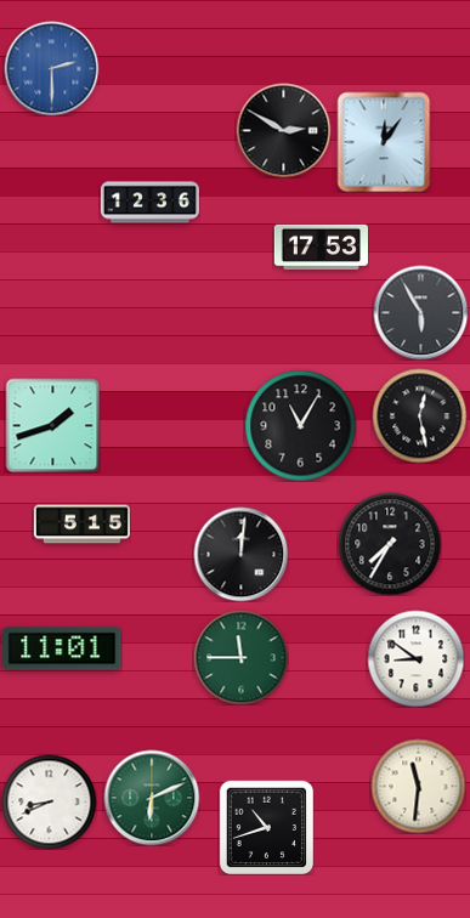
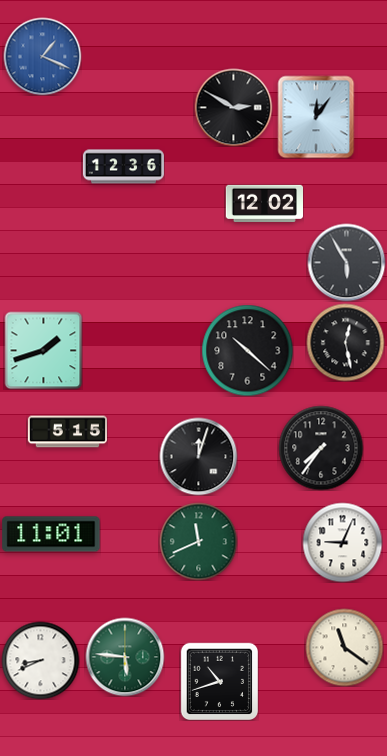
clock at (51, 68): 2:30 -> 1:19
clock at (321, 246): 17:53 -> 12:02
clock at (420, 312) position: (420, 312) -> (346, 262)
clock at (300, 425): 11:05 -> 10:22
clock at (390, 544): 7:35 -> 7:36
clock at (240, 554): 12:01 -> 12:03
clock at (240, 657): 11:45 -> 11:41
clock at (415, 658): 8:51 -> 9:04
clock at (418, 786): 11:31 -> 11:21
clock at (152, 798): 6:11 -> 5:46
